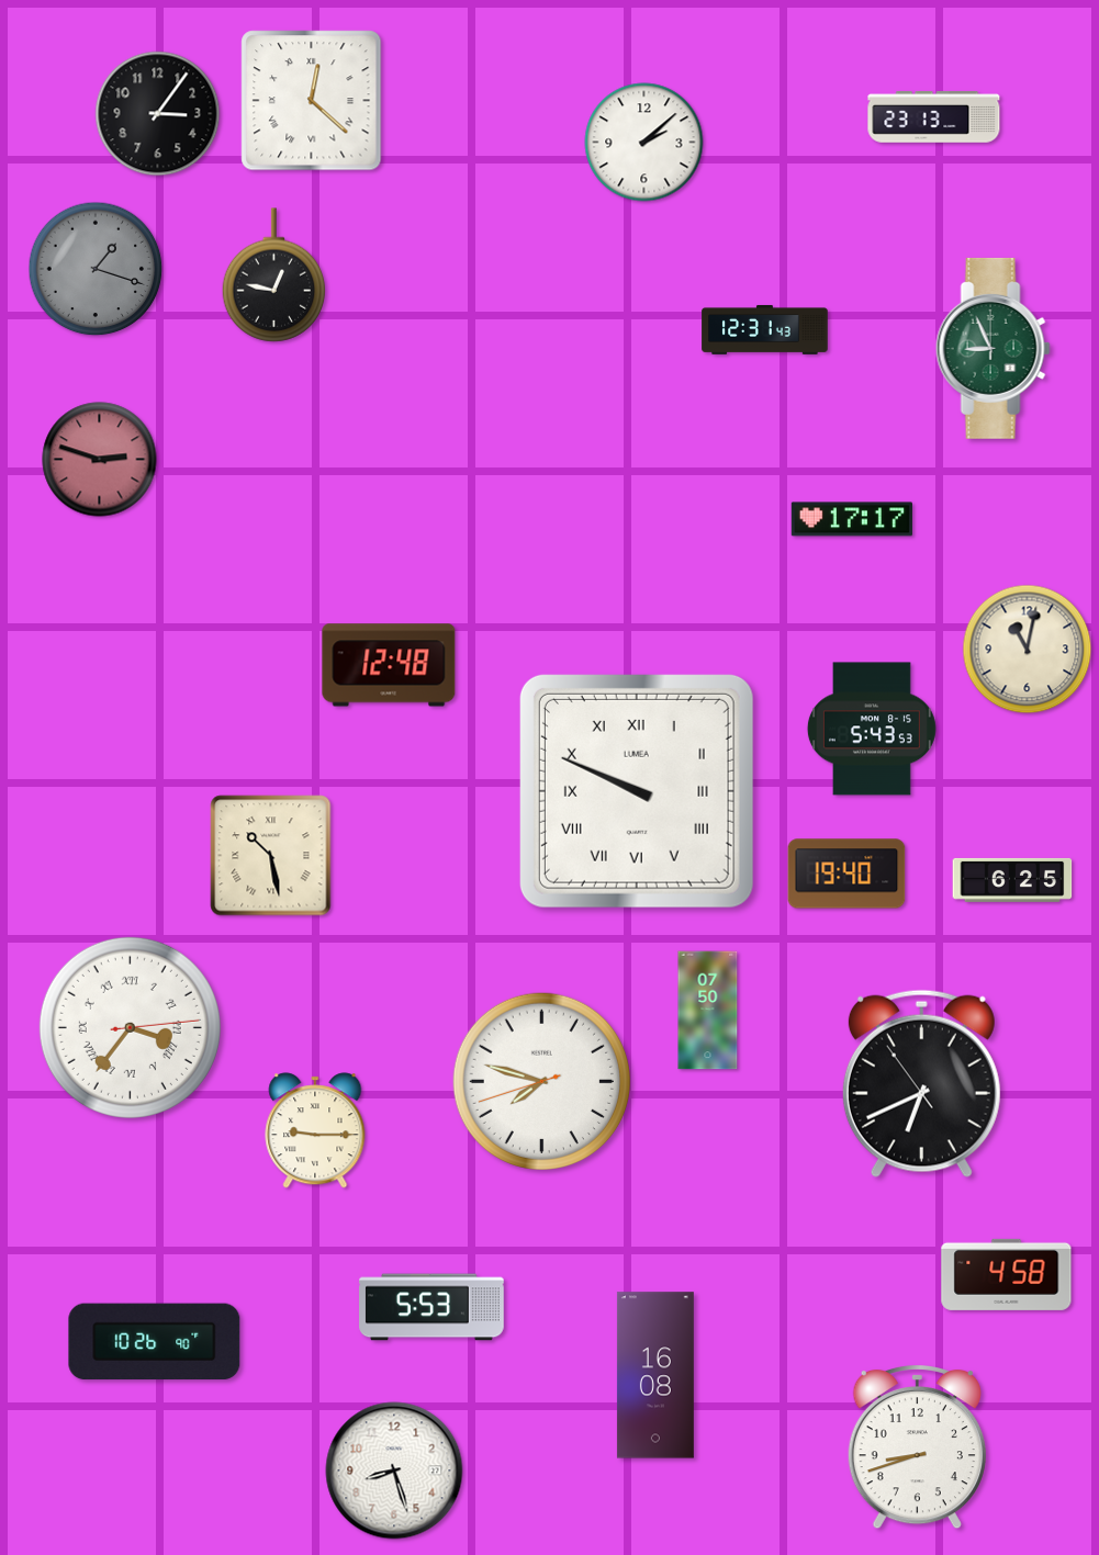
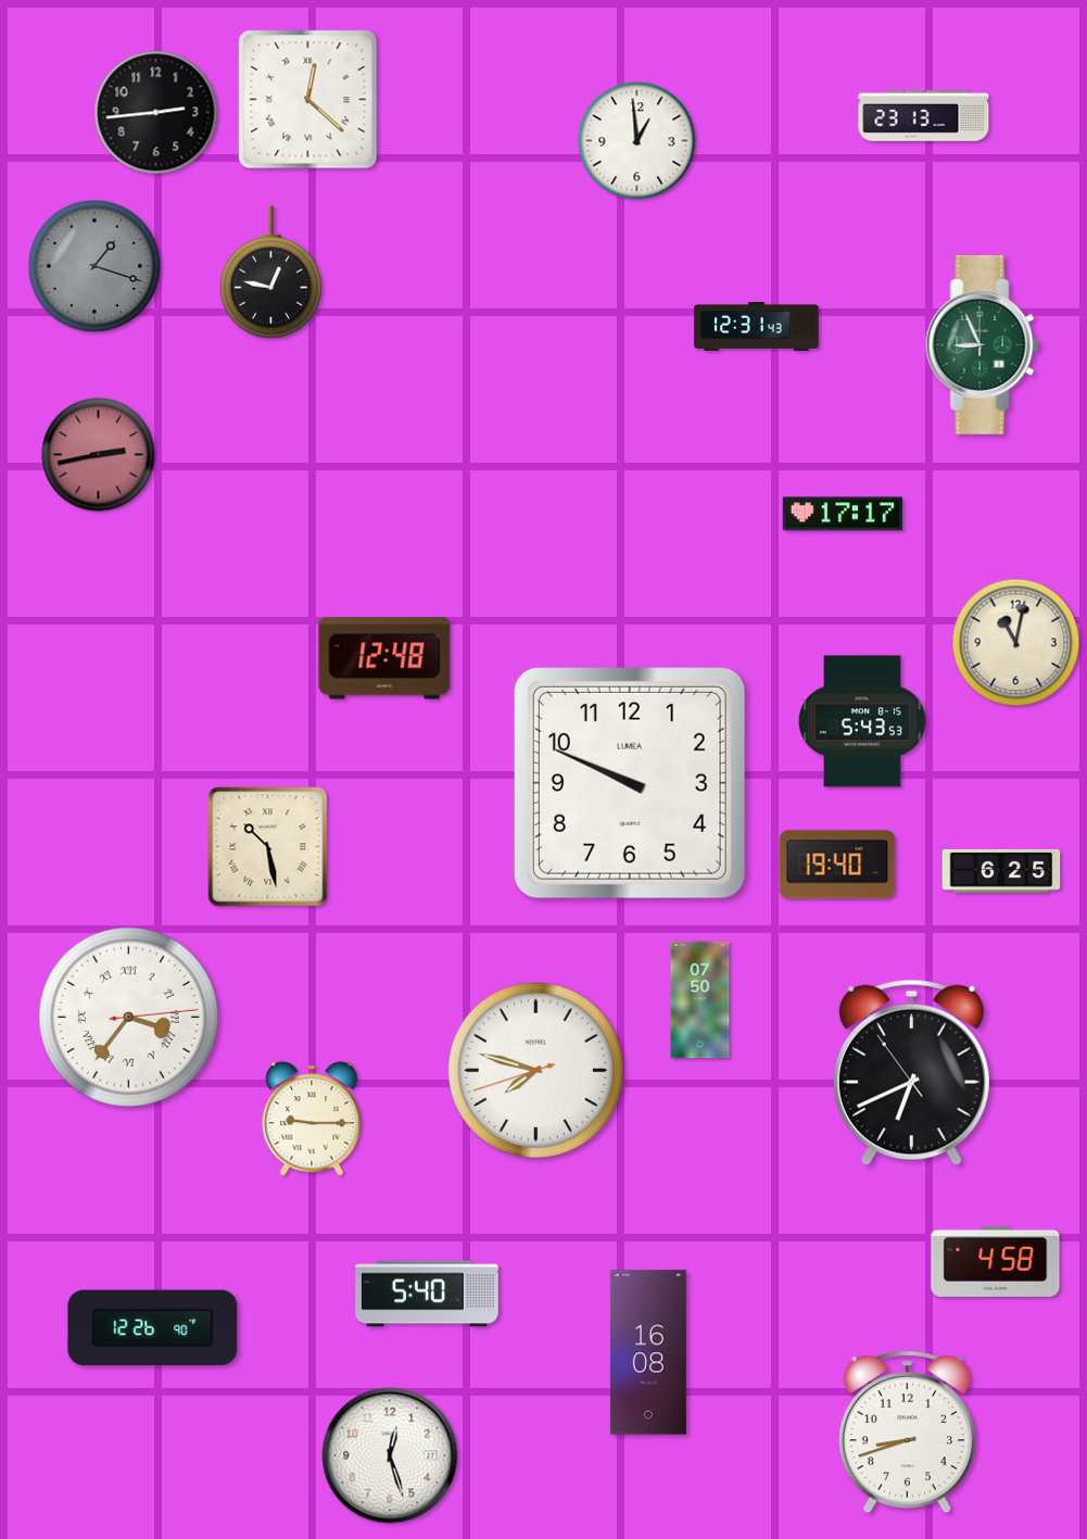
clock at (158, 114): 3:06 -> 2:44
clock at (644, 143): 2:08 -> 12:59
clock at (100, 460): 2:48 -> 2:43
clock at (637, 791) numerals: Roman -> Arabic
clock at (431, 1307): 5:53 -> 5:40
clock at (155, 1342): 10:26 -> 12:26
clock at (655, 1375) position: (655, 1375) -> (648, 1352)
clock at (394, 1471): 8:27 -> 12:27
